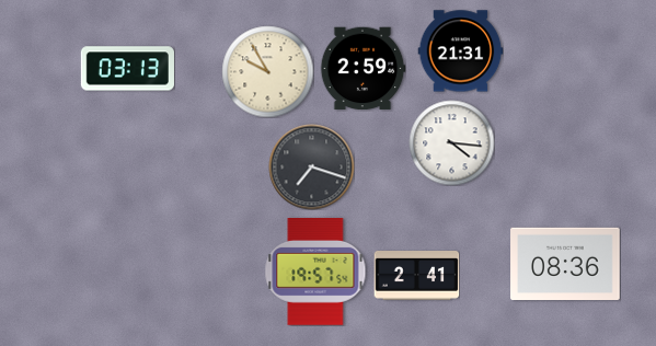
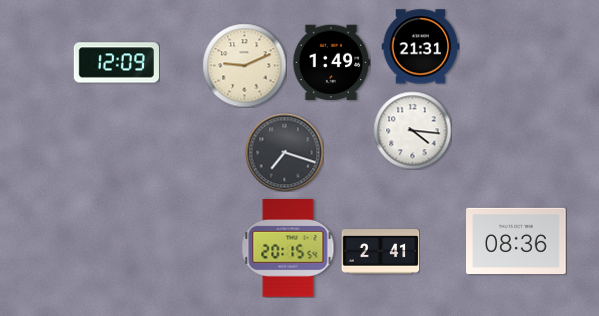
clock at (127, 69): 03:13 -> 12:09
clock at (362, 69): 2:59 -> 1:49
clock at (267, 71): 9:55 -> 9:11
clock at (315, 273): 19:57 -> 20:15
